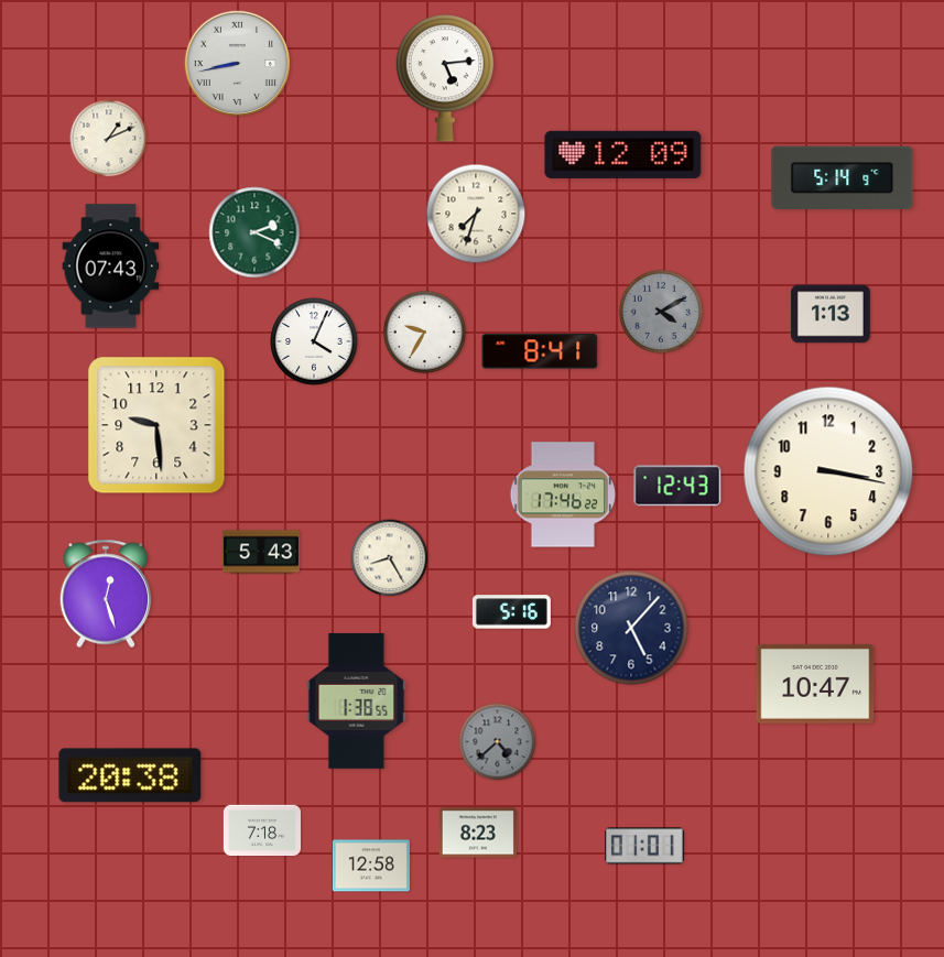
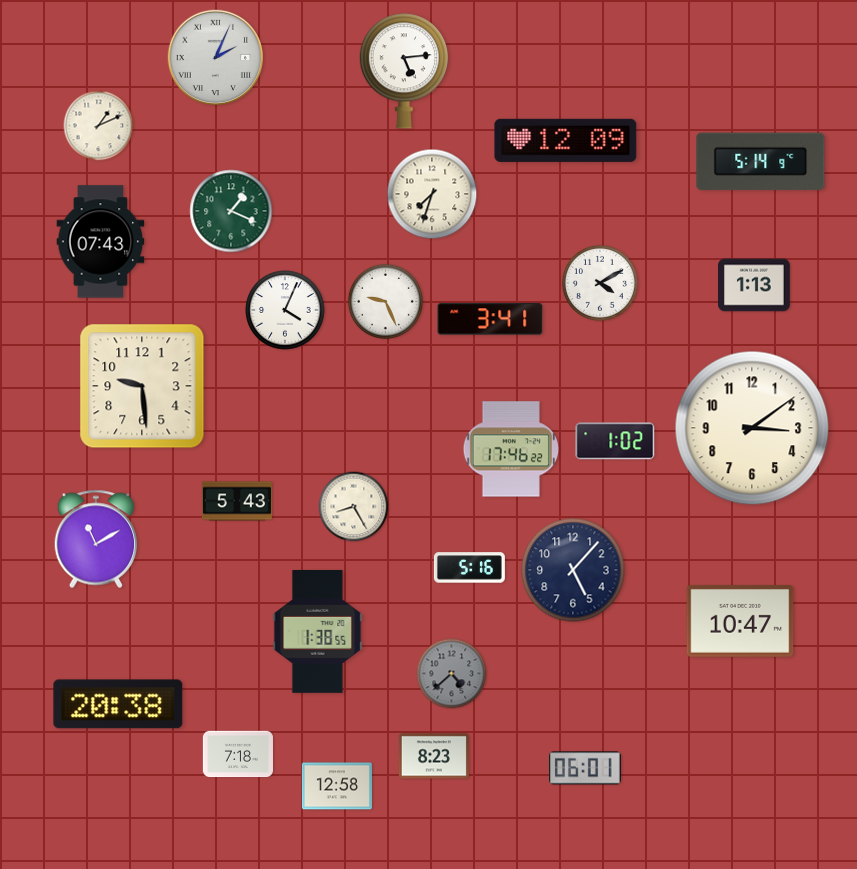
clock at (237, 63): 8:43 -> 2:04
clock at (843, 178) position: (843, 178) -> (761, 162)
clock at (254, 232): 2:19 -> 1:19
clock at (661, 312) dial: grey -> white
clock at (424, 331): 9:35 -> 9:26
clock at (540, 351): 8:41 -> 3:41
clock at (828, 471): 3:17 -> 3:09
clock at (677, 486): 12:43 -> 1:02
clock at (106, 594): 12:27 -> 11:10
clock at (511, 612) position: (511, 612) -> (469, 568)
clock at (357, 700) position: (357, 700) -> (318, 631)
clock at (645, 846): 01:01 -> 06:01
